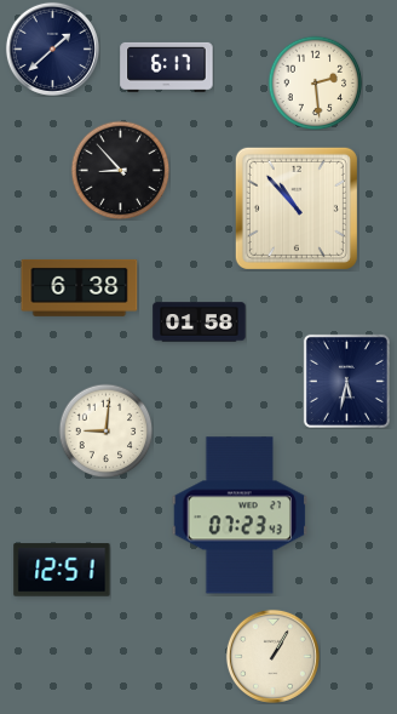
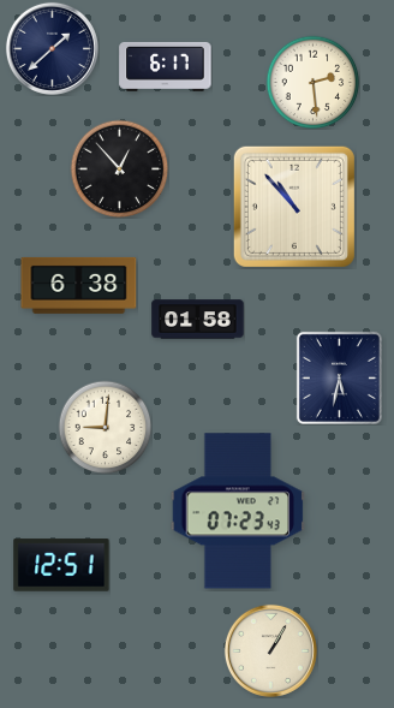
clock at (120, 170): 8:53 -> 12:53
clock at (346, 381) position: (346, 381) -> (339, 377)
